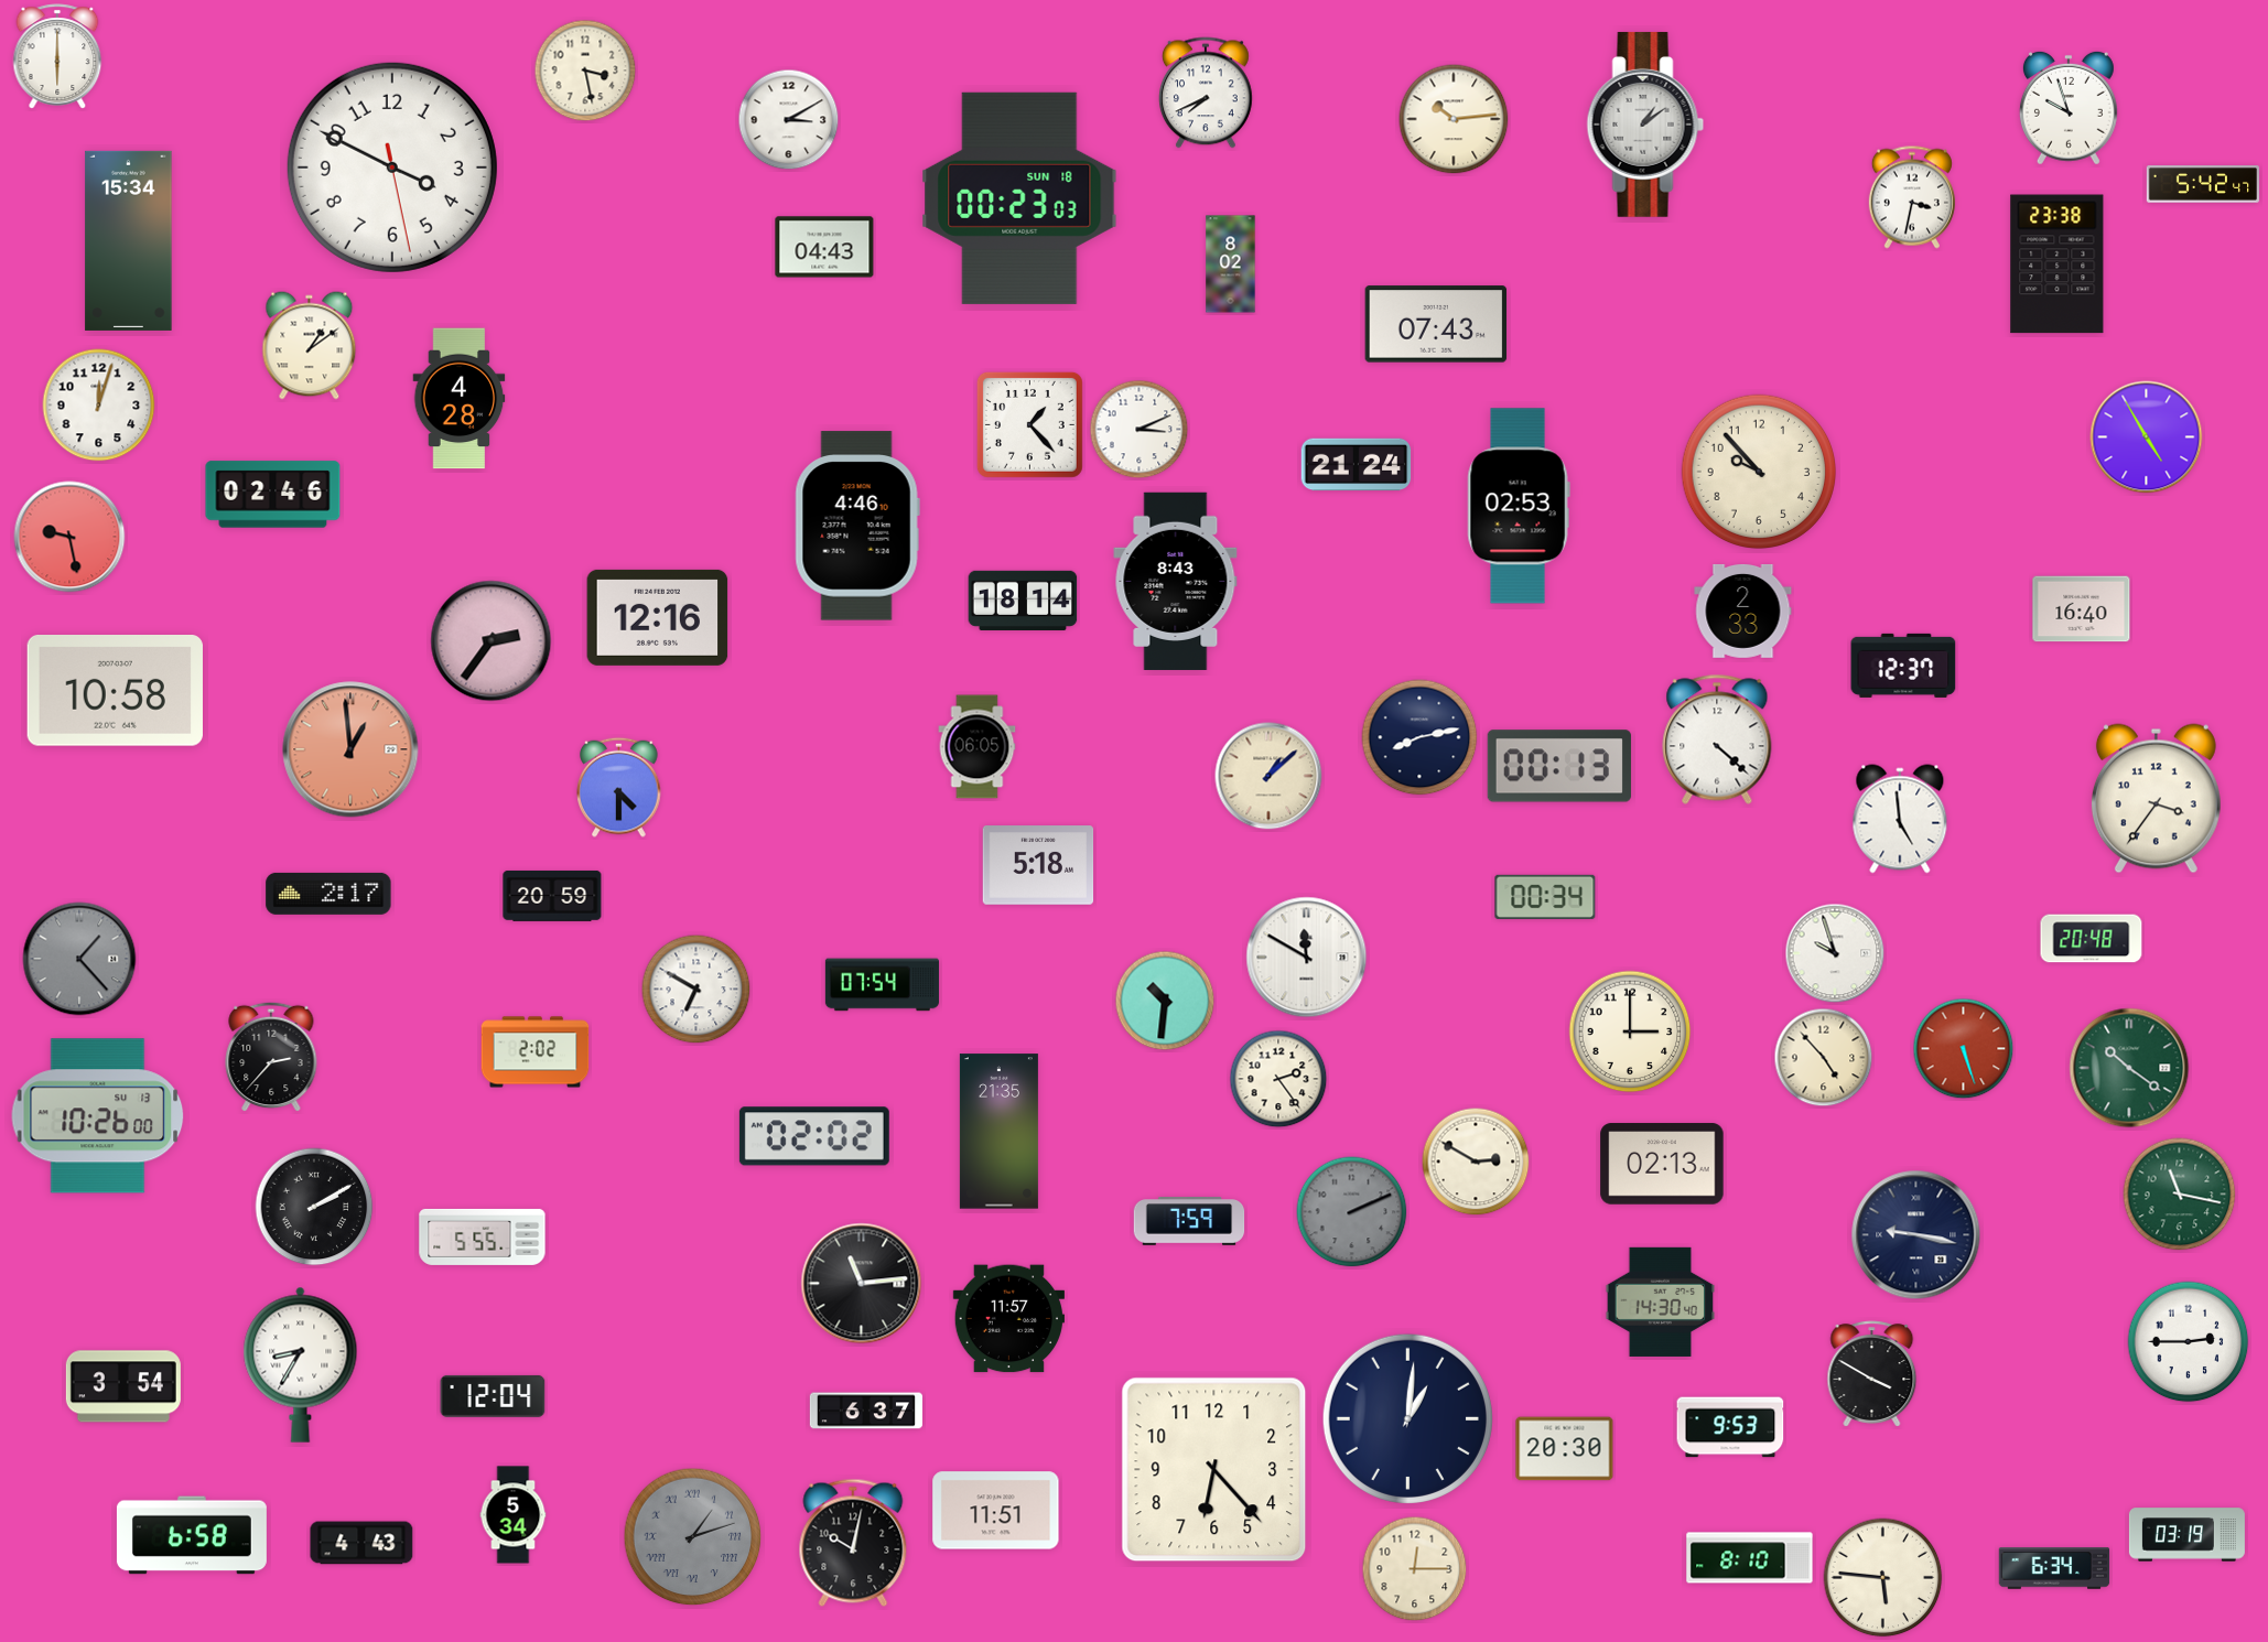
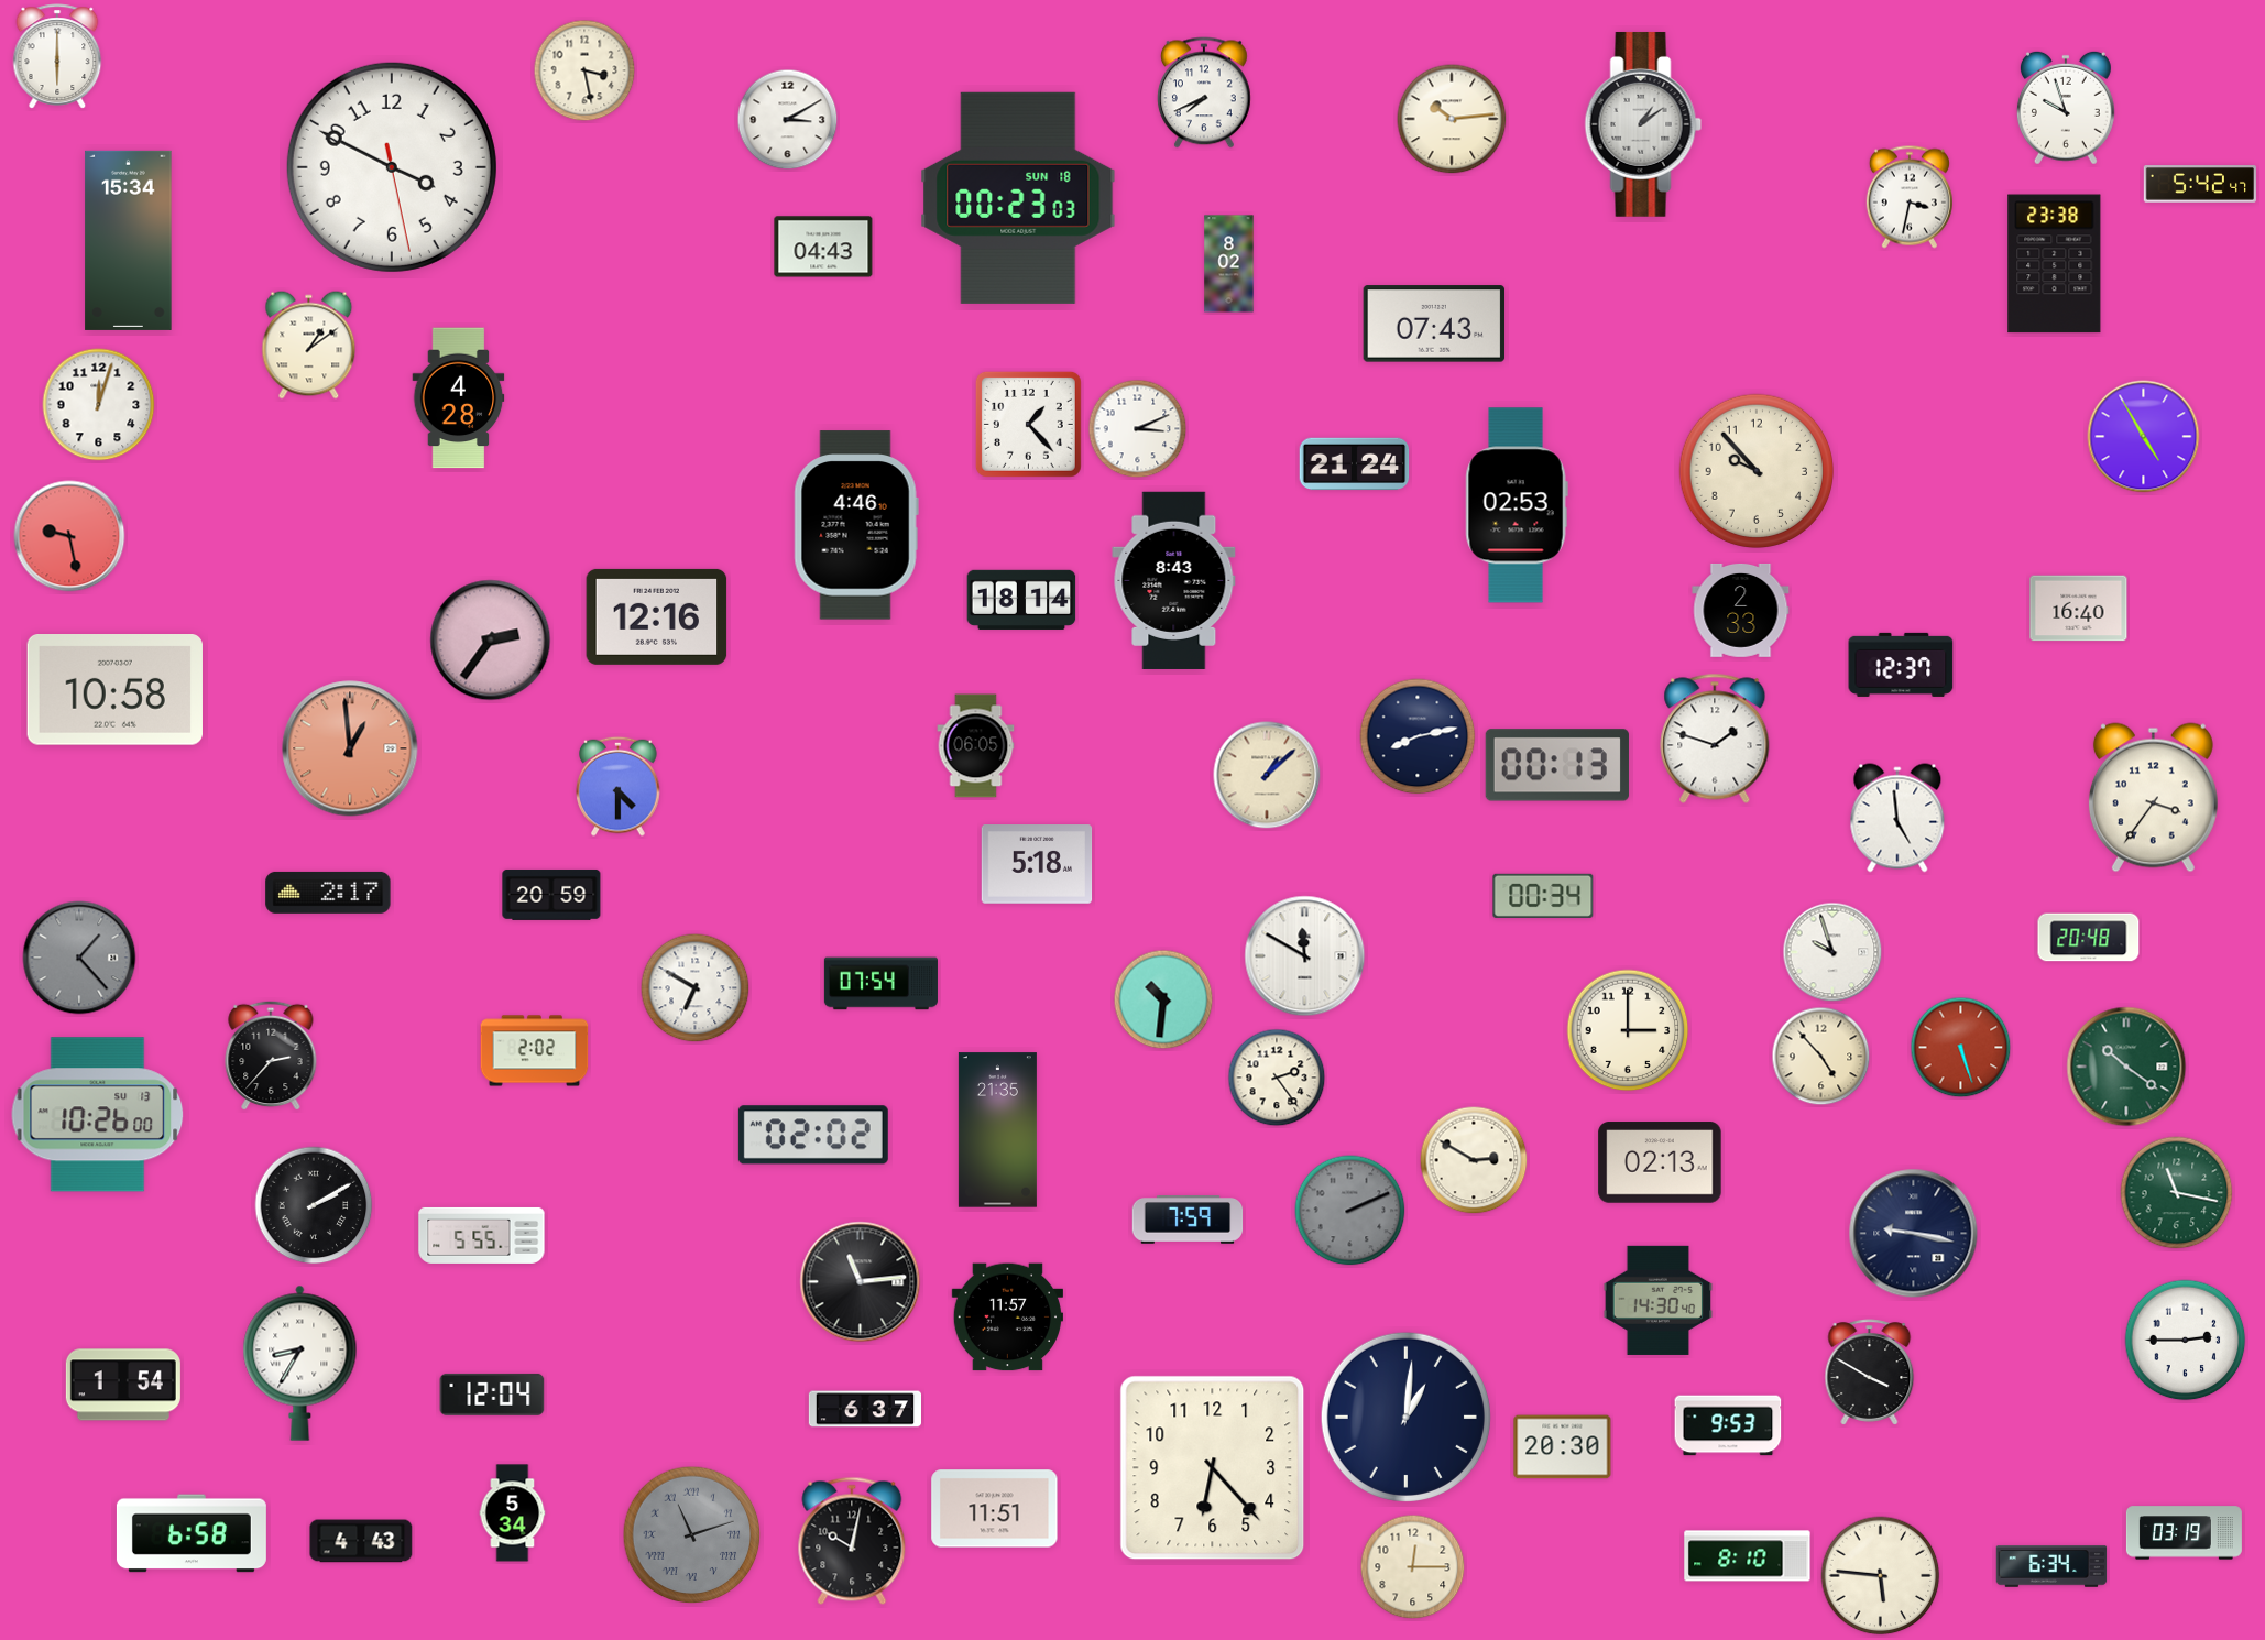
clock at (273, 495): 02:46 -> none
clock at (1717, 739): 4:22 -> 1:48
clock at (123, 1386): 3:54 -> 1:54
clock at (693, 1537): 1:12 -> 11:12
